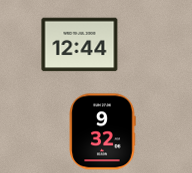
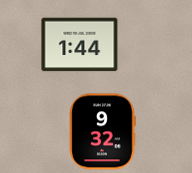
clock at (80, 45): 12:44 -> 1:44
